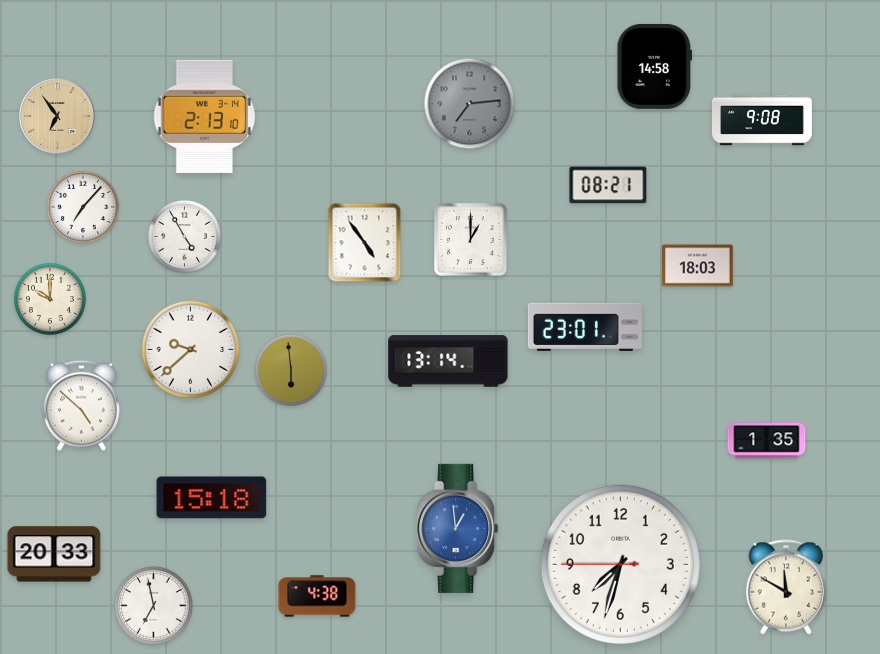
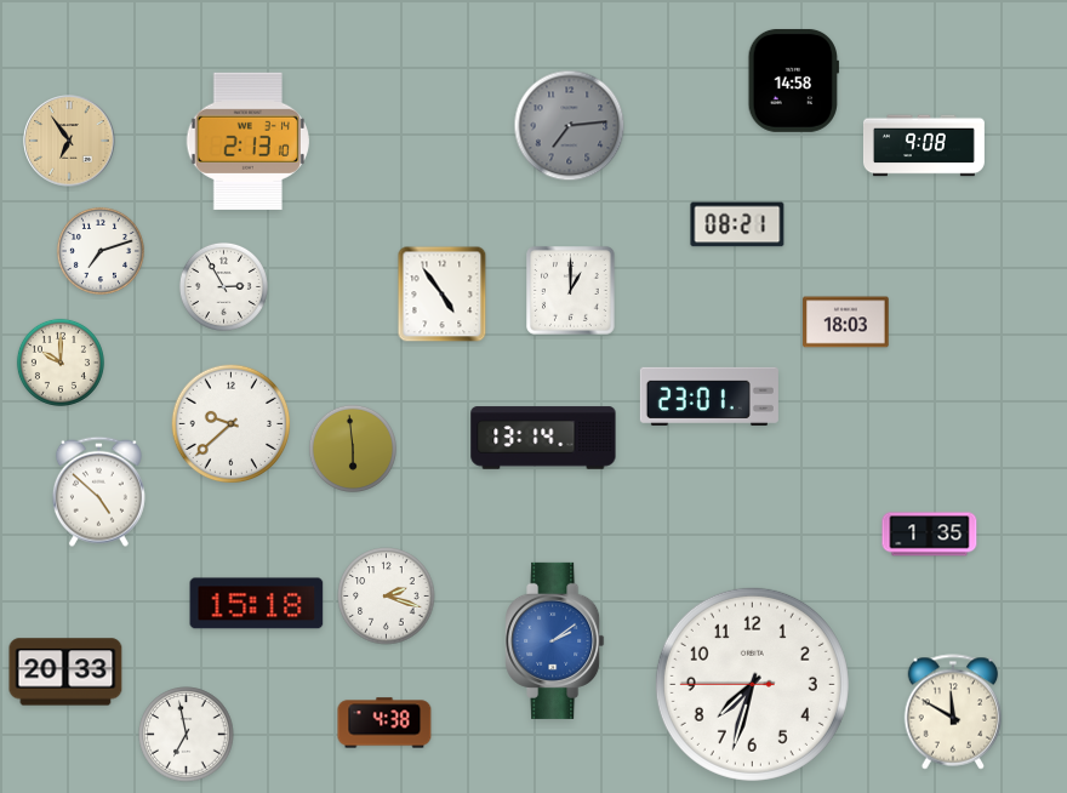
clock at (83, 207): 7:07 -> 7:12
clock at (184, 236): 4:55 -> 2:55
clock at (387, 597): none -> 2:18
clock at (458, 528): 12:59 -> 2:09
